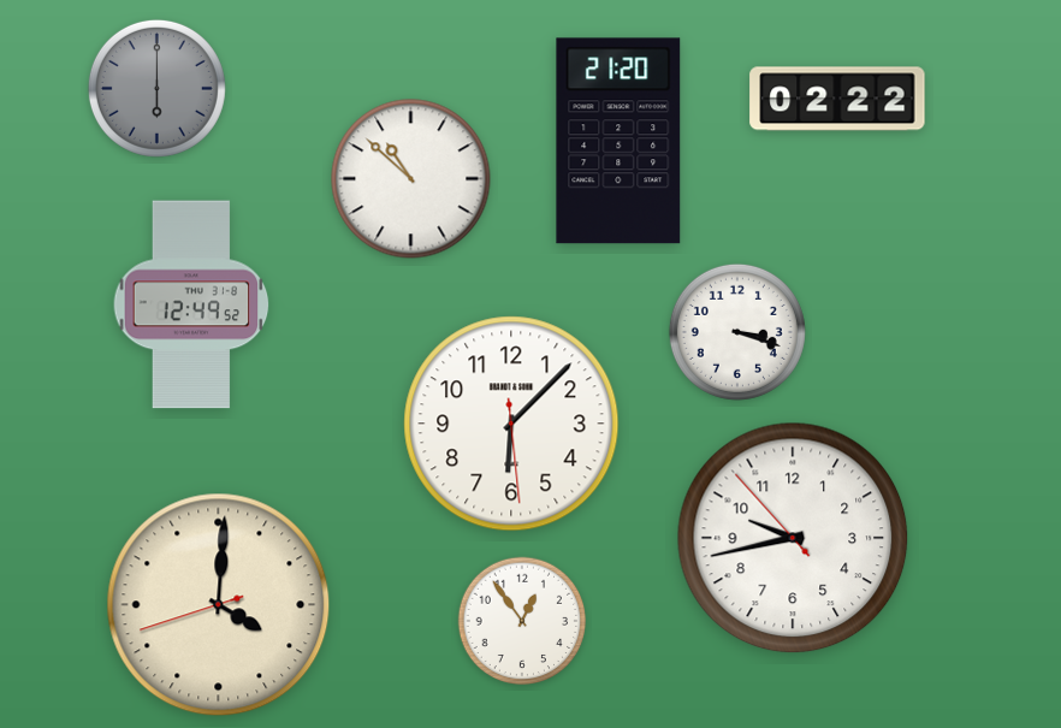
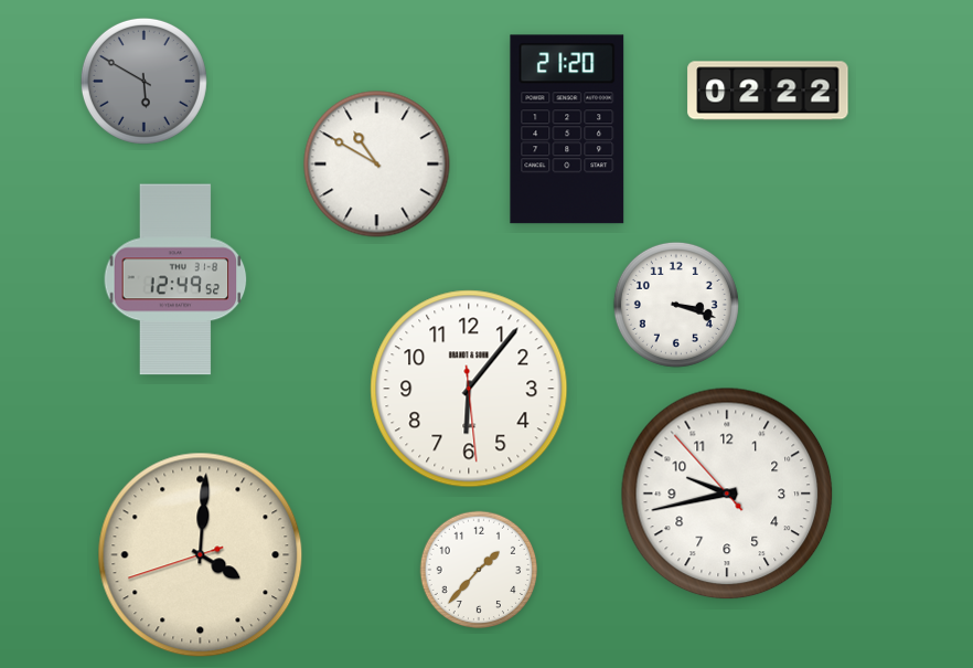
clock at (156, 88): 6:00 -> 5:50
clock at (411, 179): 10:52 -> 10:50
clock at (511, 424): 6:07 -> 6:06
clock at (522, 621): 12:54 -> 1:37
